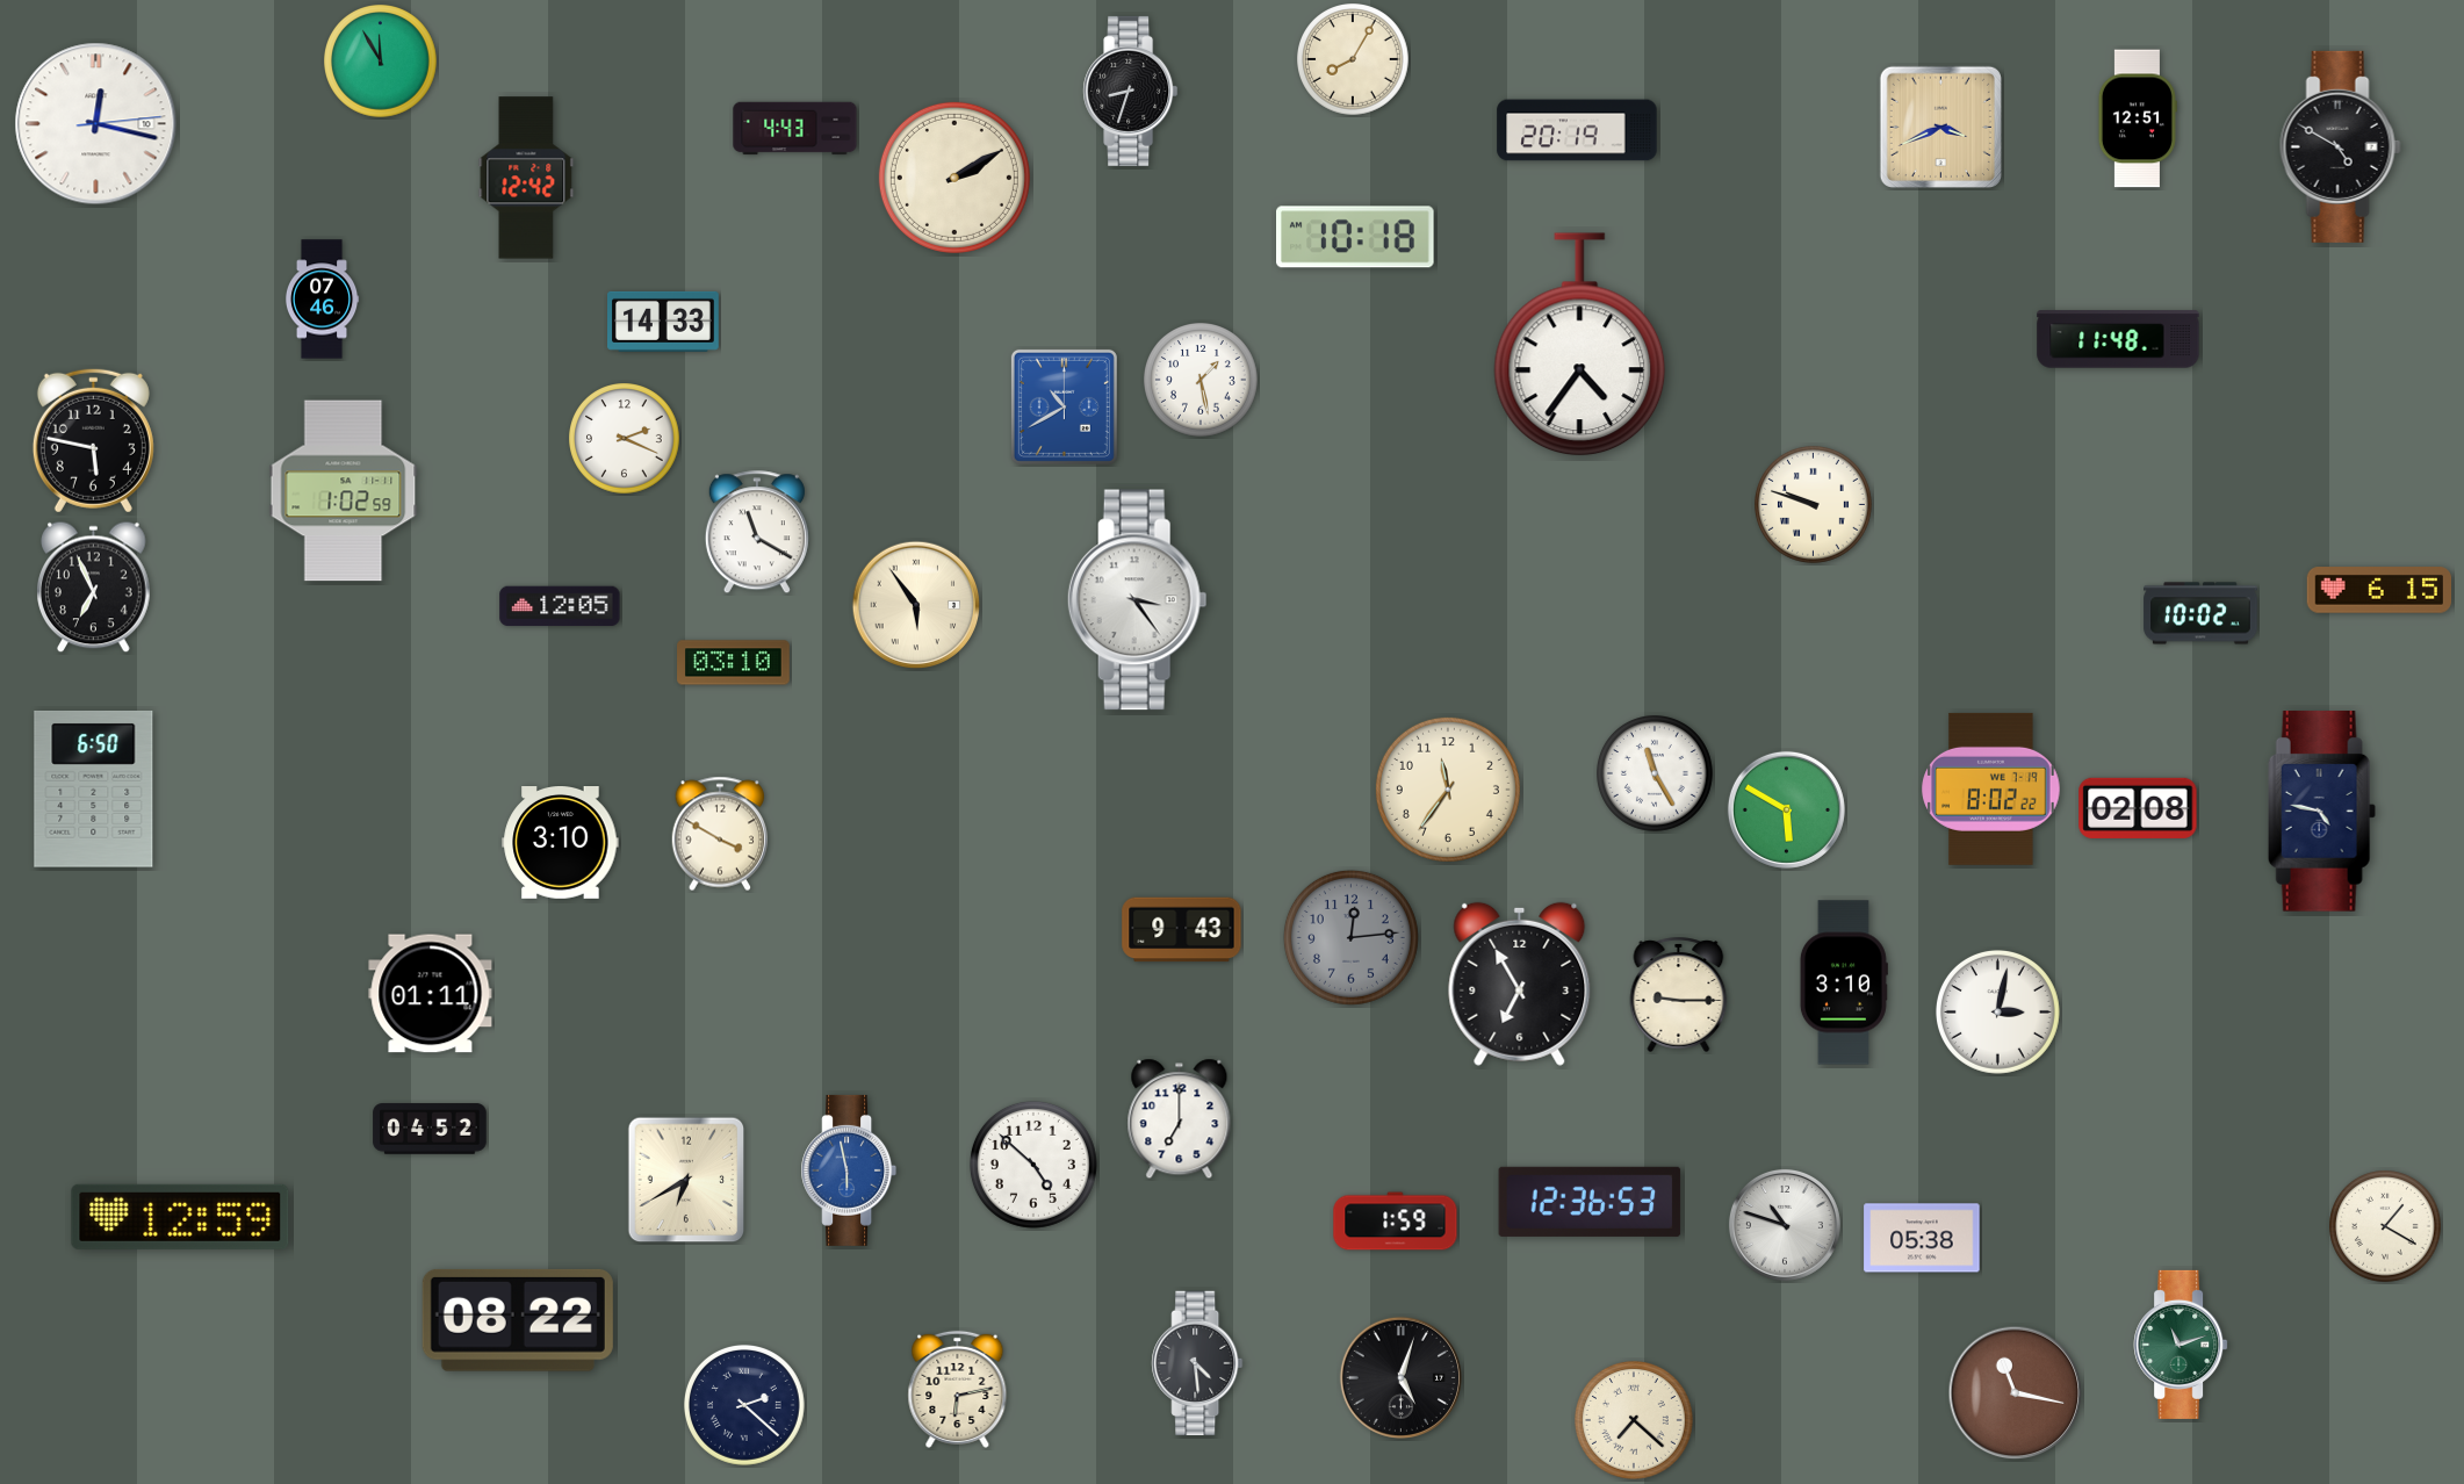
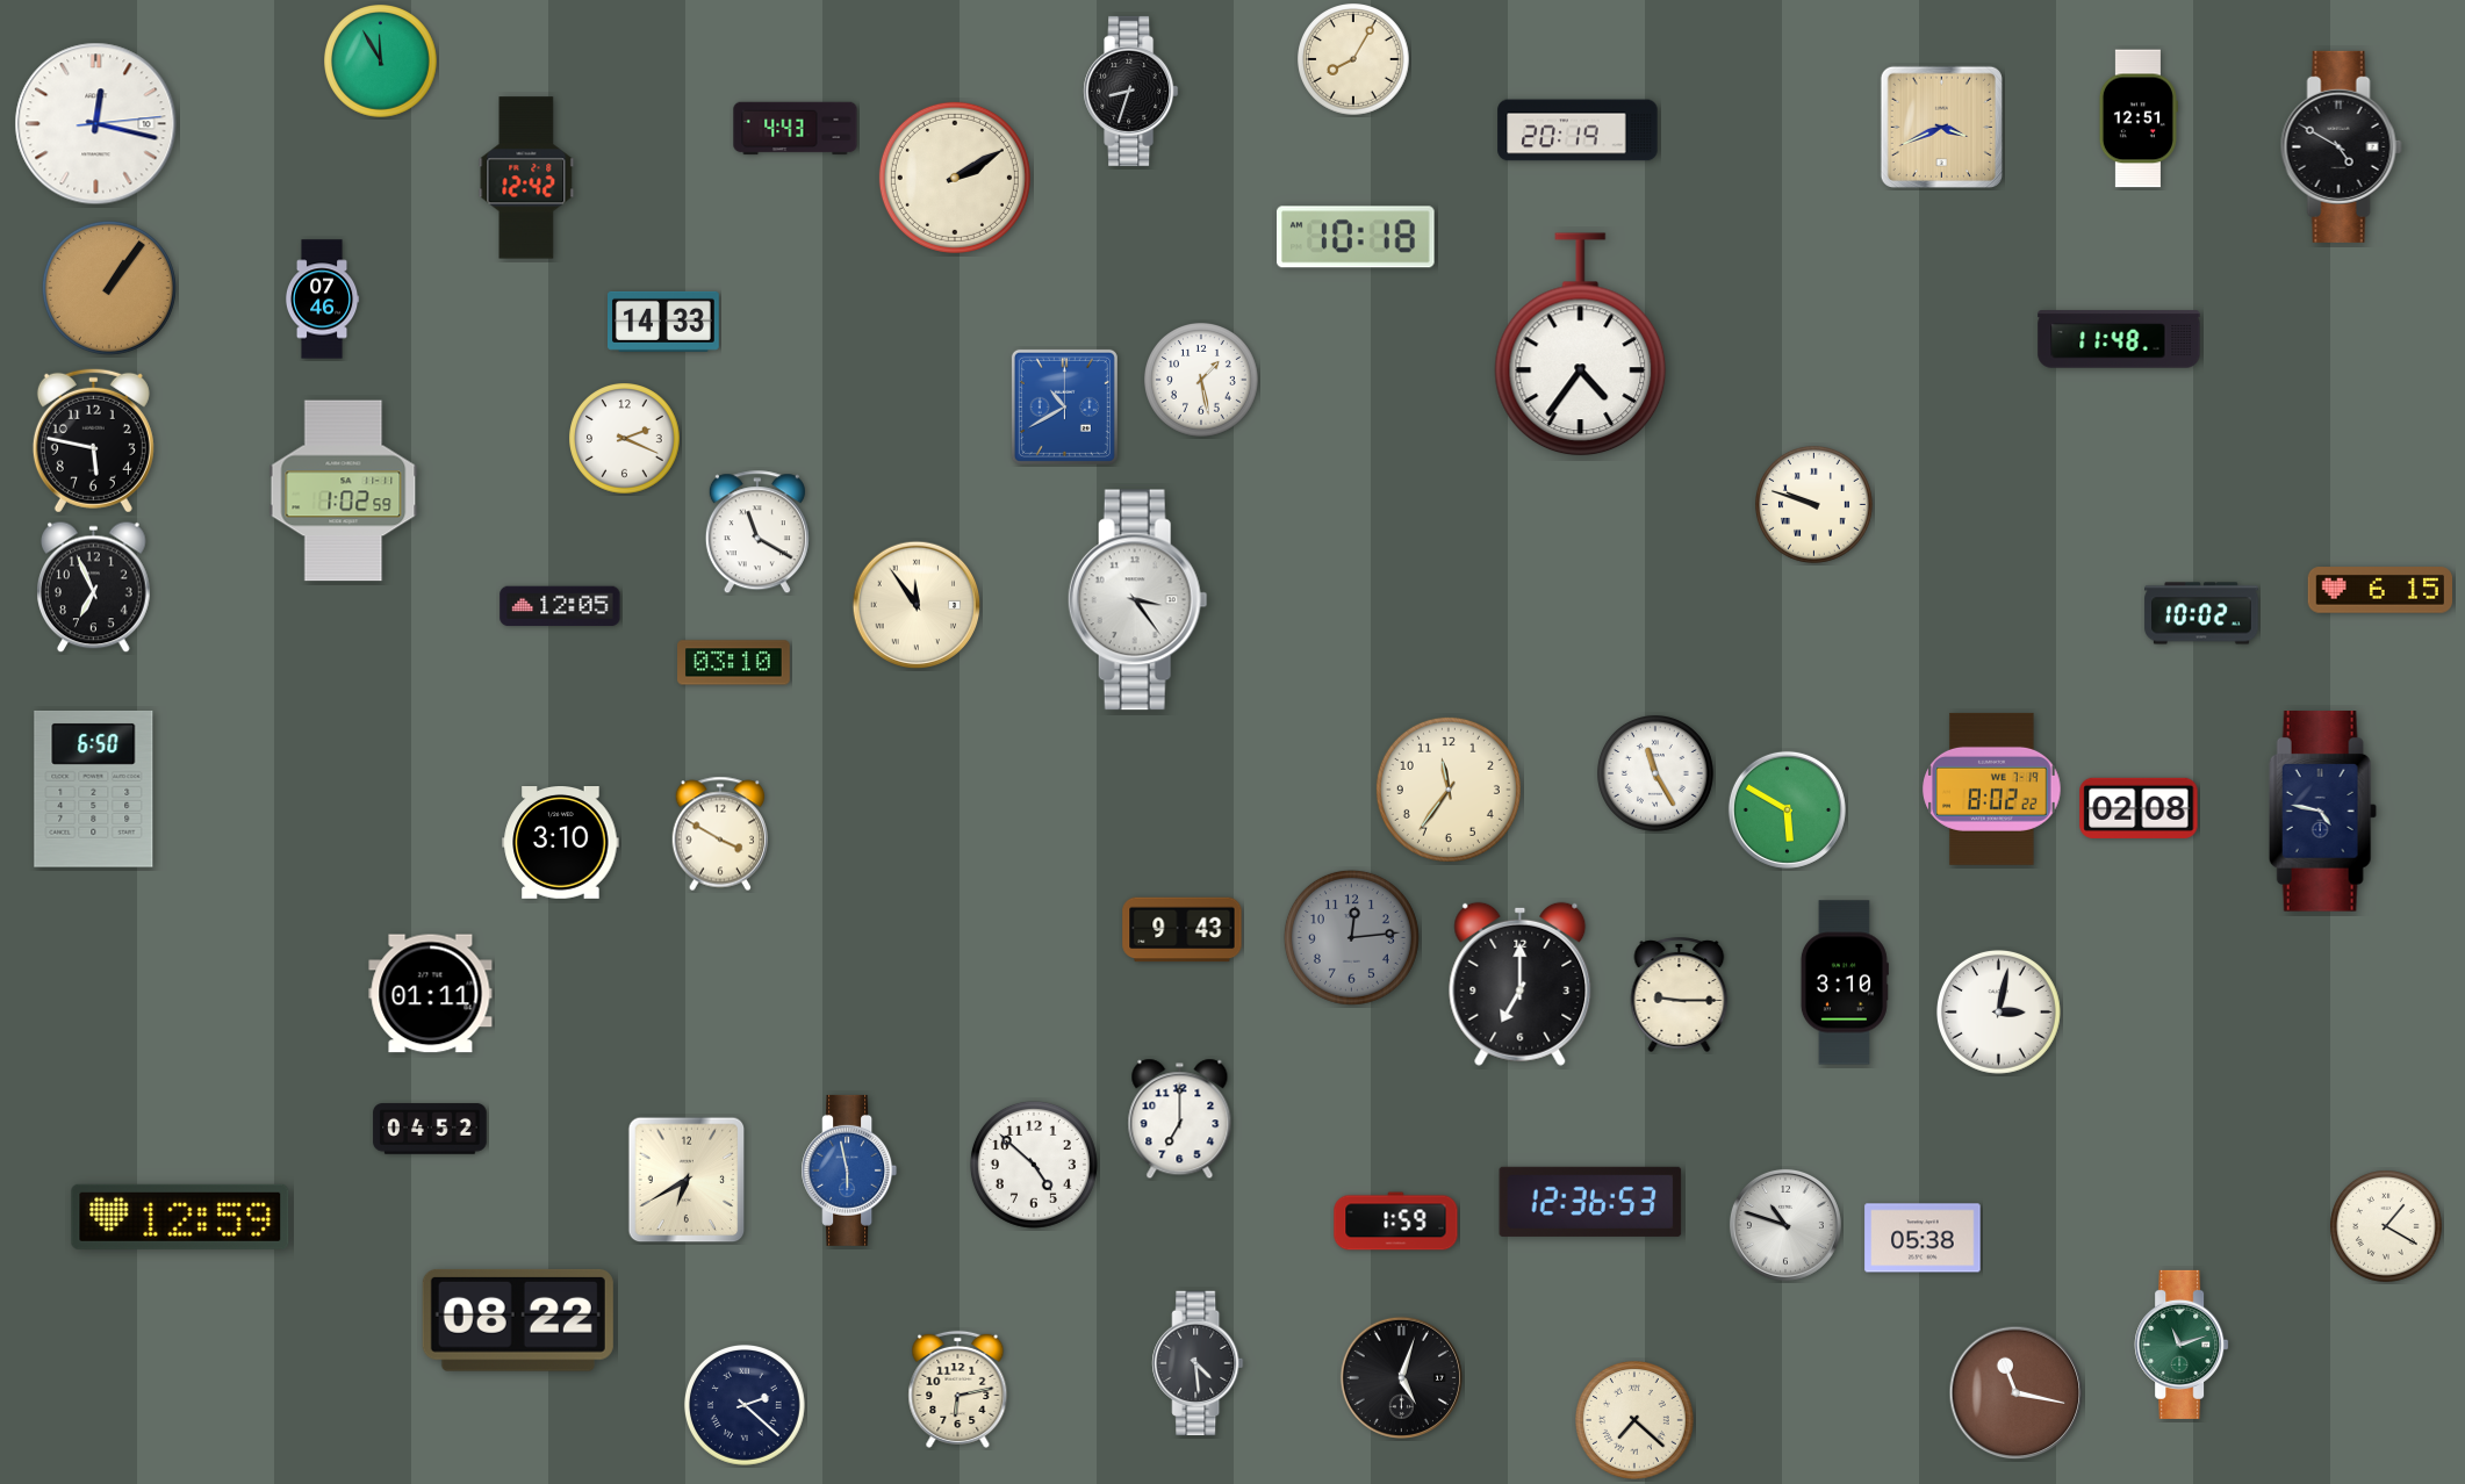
clock at (109, 288): none -> 1:06
clock at (916, 605): 5:54 -> 11:54
clock at (1520, 984): 6:55 -> 7:00
